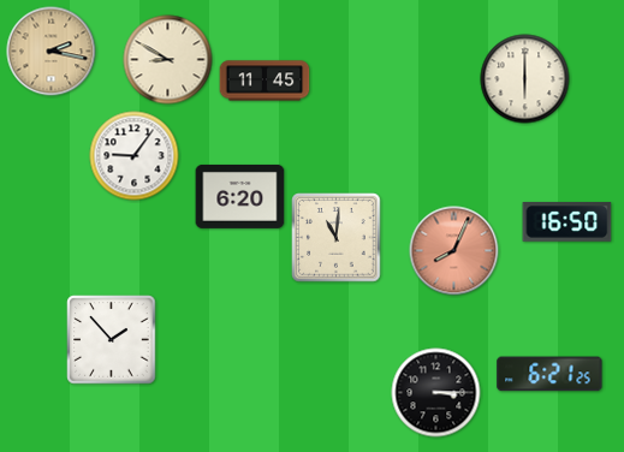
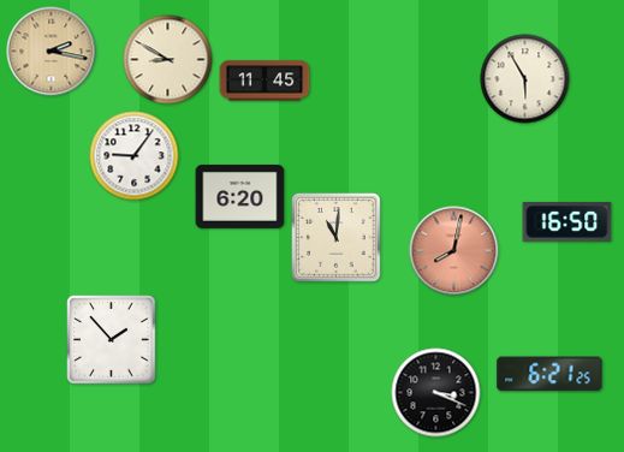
clock at (525, 79): 6:00 -> 5:55
clock at (454, 251): 8:04 -> 8:02
clock at (436, 393): 3:15 -> 3:19
